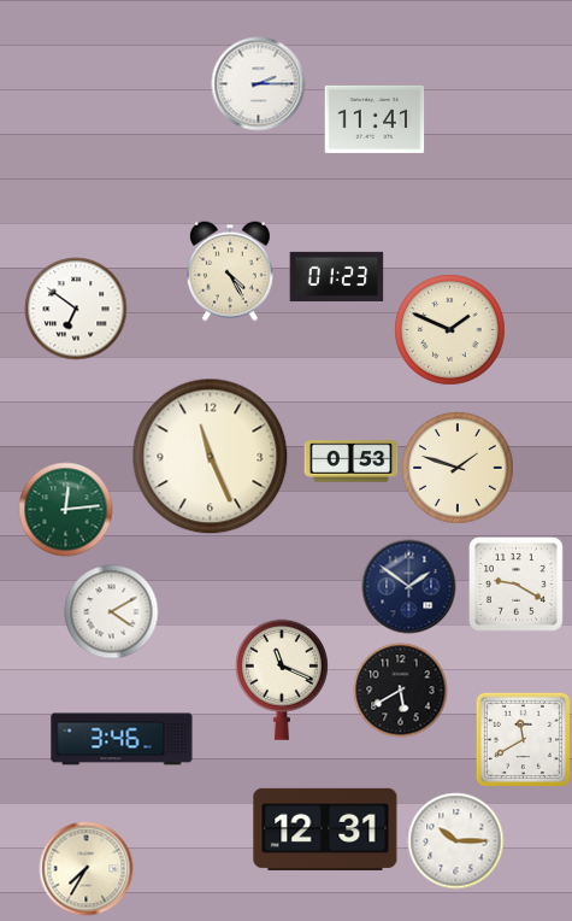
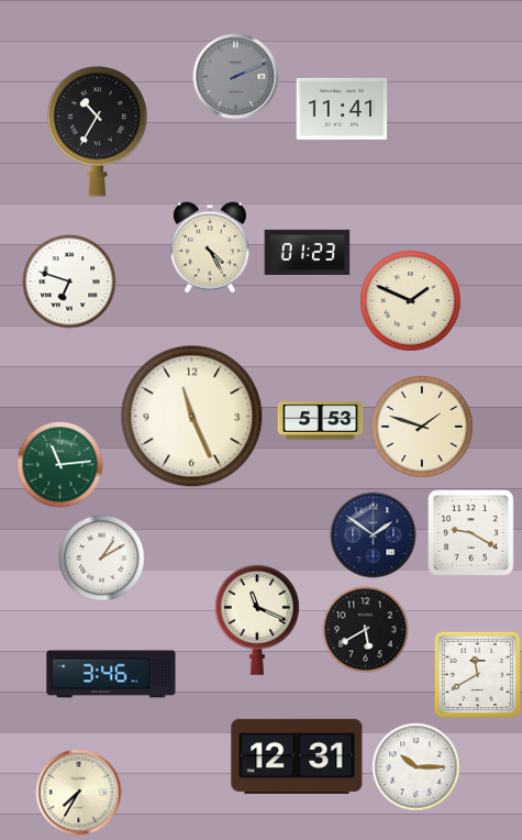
clock at (258, 83): 2:15 -> 2:11
clock at (258, 83) dial: white -> grey
clock at (98, 131): none -> 10:35
clock at (76, 309): 6:51 -> 6:48
clock at (350, 462): 0:53 -> 5:53
clock at (458, 468) position: (458, 468) -> (422, 427)
clock at (65, 509): 12:14 -> 11:14
clock at (111, 611): 4:10 -> 1:10
